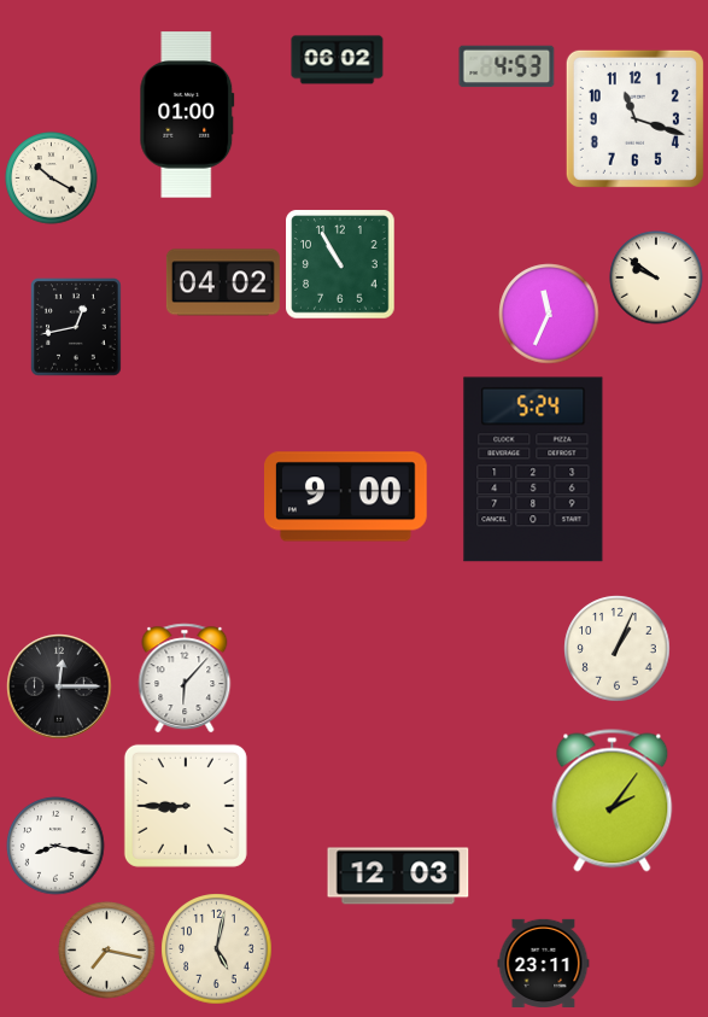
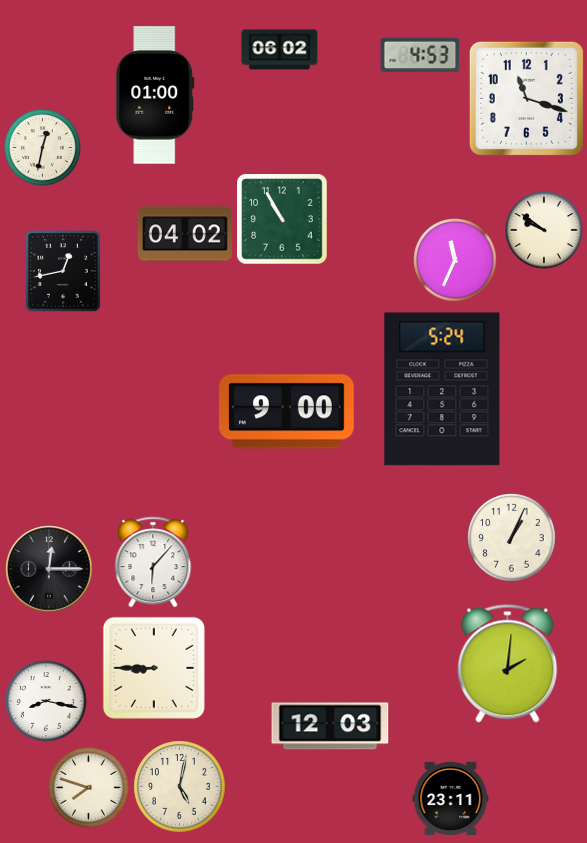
clock at (52, 179): 10:20 -> 12:32
clock at (613, 801): 2:06 -> 2:01
clock at (107, 951): 7:17 -> 7:48
